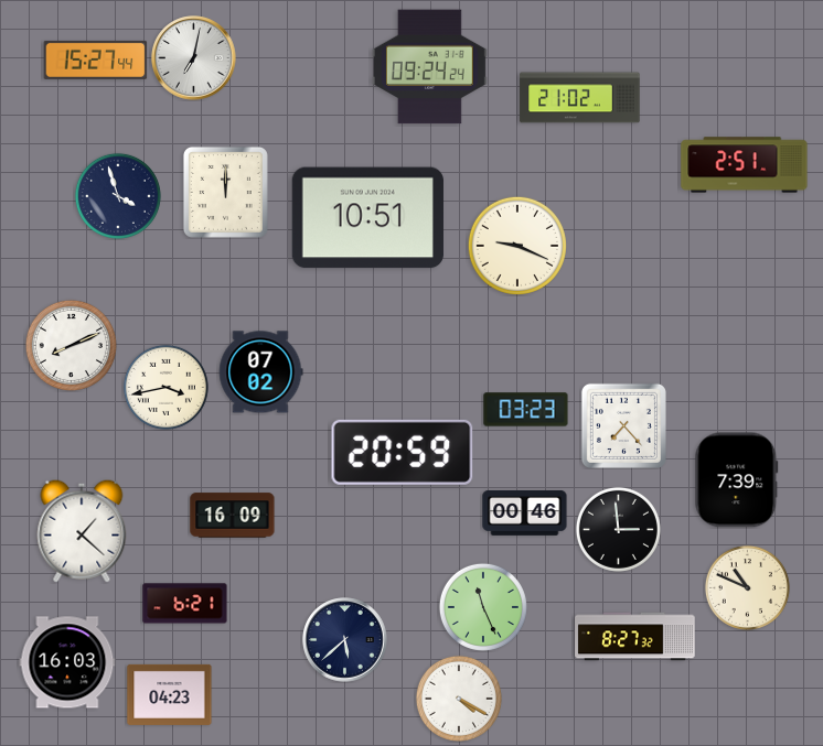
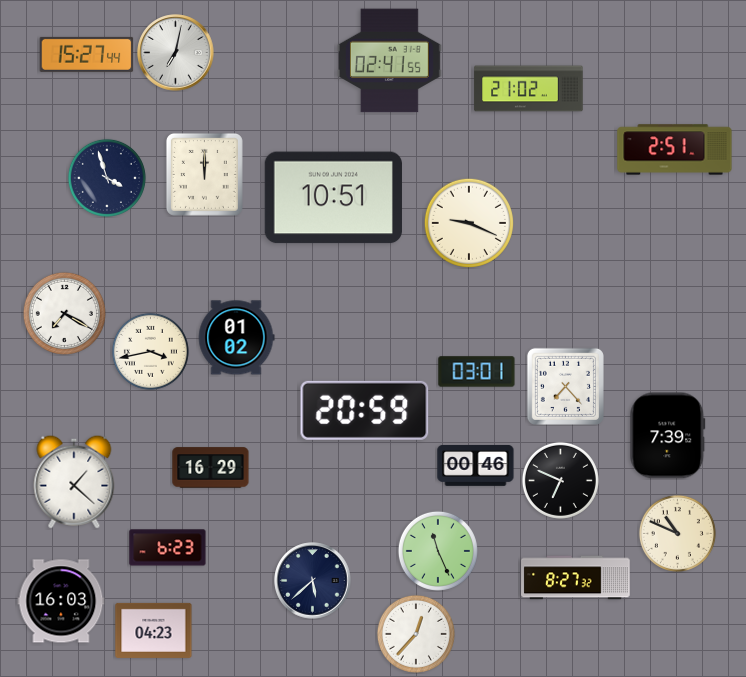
clock at (429, 67): 09:24 -> 02:41
clock at (580, 98) position: (580, 98) -> (529, 89)
clock at (71, 345): 8:11 -> 7:20
clock at (260, 372): 07:02 -> 01:02
clock at (526, 410): 03:23 -> 03:01
clock at (233, 516): 16:09 -> 16:29
clock at (618, 529): 2:59 -> 6:49
clock at (185, 604): 6:21 -> 6:23
clock at (459, 699): 4:20 -> 12:37
